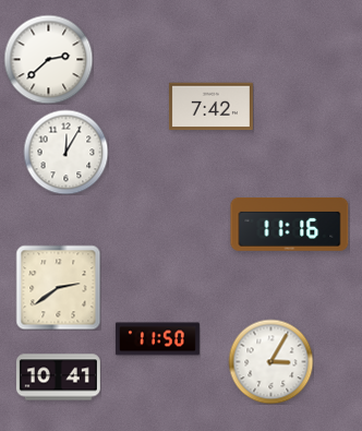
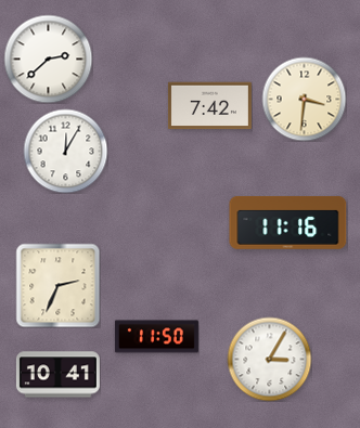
clock at (304, 99): none -> 3:31
clock at (58, 287): 2:39 -> 2:34
